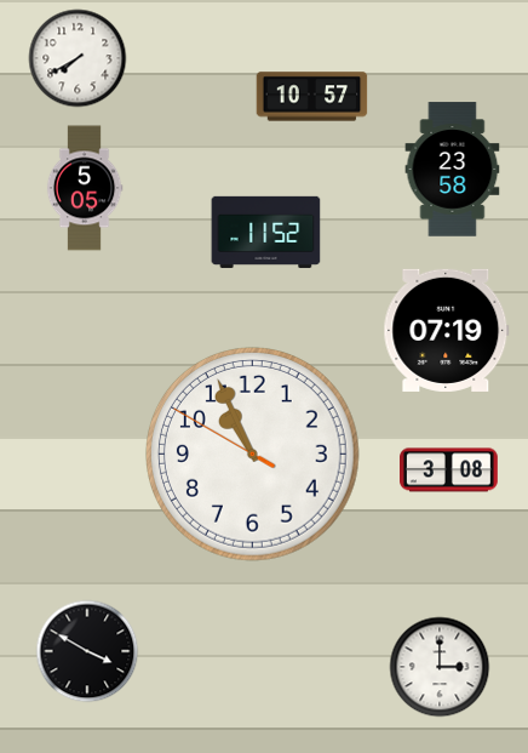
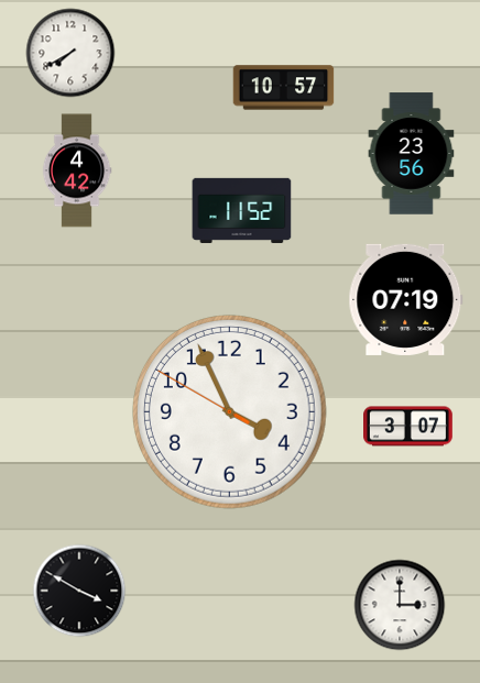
clock at (453, 170): 23:58 -> 23:56
clock at (85, 188): 5:05 -> 4:42
clock at (253, 453): 10:55 -> 3:55
clock at (449, 470): 3:08 -> 3:07
